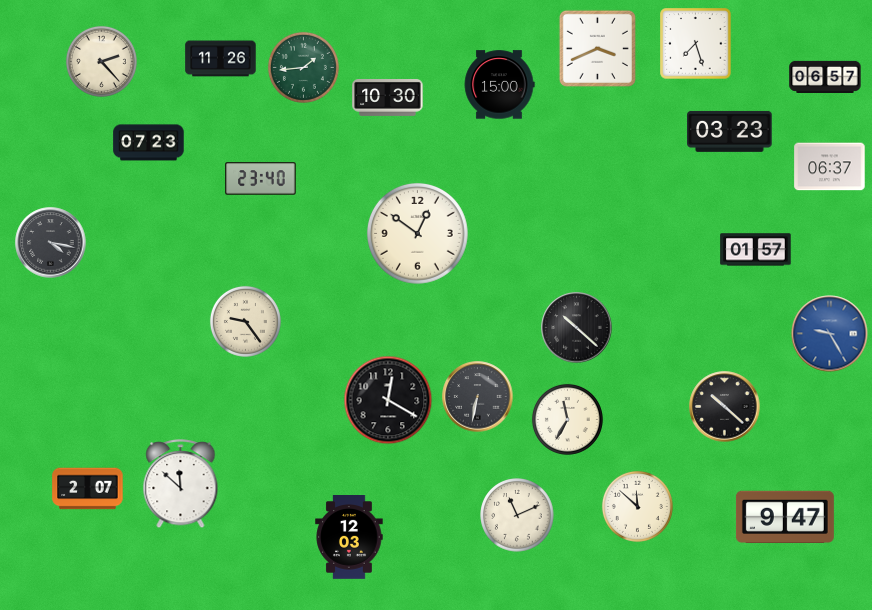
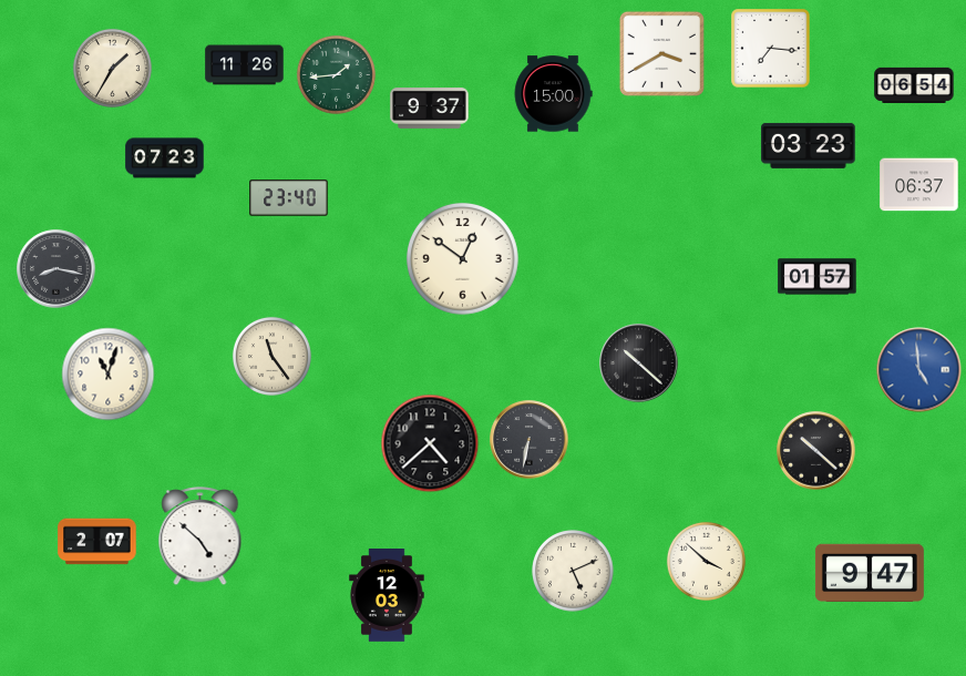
clock at (696, 44): 7:27 -> 7:16
clock at (597, 48): 3:41 -> 3:40
clock at (101, 61): 2:23 -> 1:35
clock at (825, 77): 06:57 -> 06:54
clock at (388, 98): 10:30 -> 9:37
clock at (51, 243): 4:17 -> 8:17
clock at (756, 250) position: (756, 250) -> (818, 277)
clock at (245, 321): 9:24 -> 11:24
clock at (830, 334): 9:25 -> 4:59
clock at (109, 375): none -> 11:03
clock at (388, 400): 12:20 -> 4:38
clock at (725, 407) position: (725, 407) -> (816, 451)
clock at (567, 419): 11:35 -> none
clock at (181, 484): 11:52 -> 4:52
clock at (637, 506): 11:52 -> 3:52
clock at (517, 515): 11:11 -> 5:11
